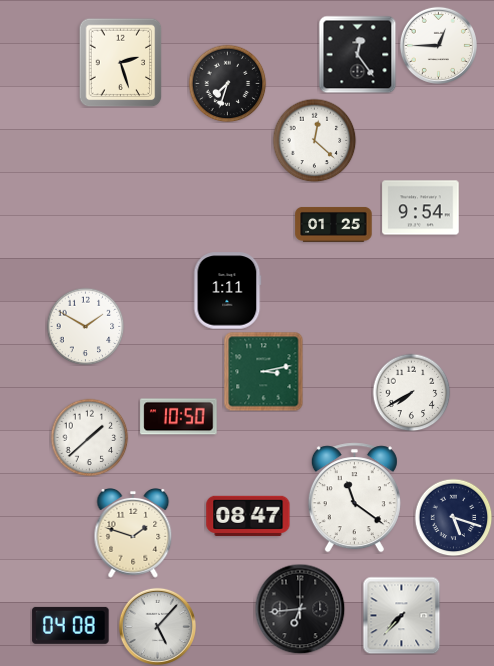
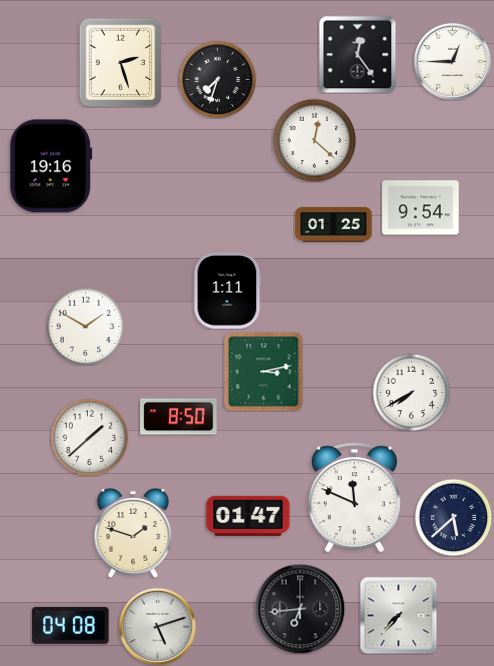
clock at (438, 45) position: (438, 45) -> (452, 61)
clock at (227, 83) position: (227, 83) -> (217, 79)
clock at (51, 166): none -> 19:16
clock at (179, 417): 10:50 -> 8:50
clock at (354, 498): 11:21 -> 11:49
clock at (248, 516): 08:47 -> 01:47
clock at (453, 517): 5:18 -> 5:38
clock at (401, 615) position: (401, 615) -> (398, 615)
clock at (157, 626): 5:07 -> 5:12
